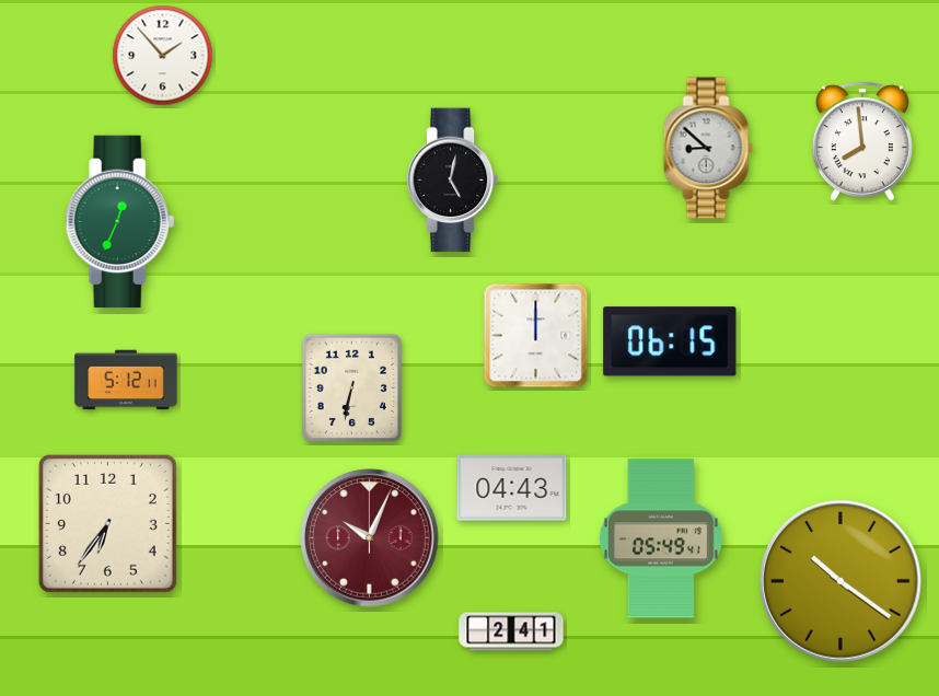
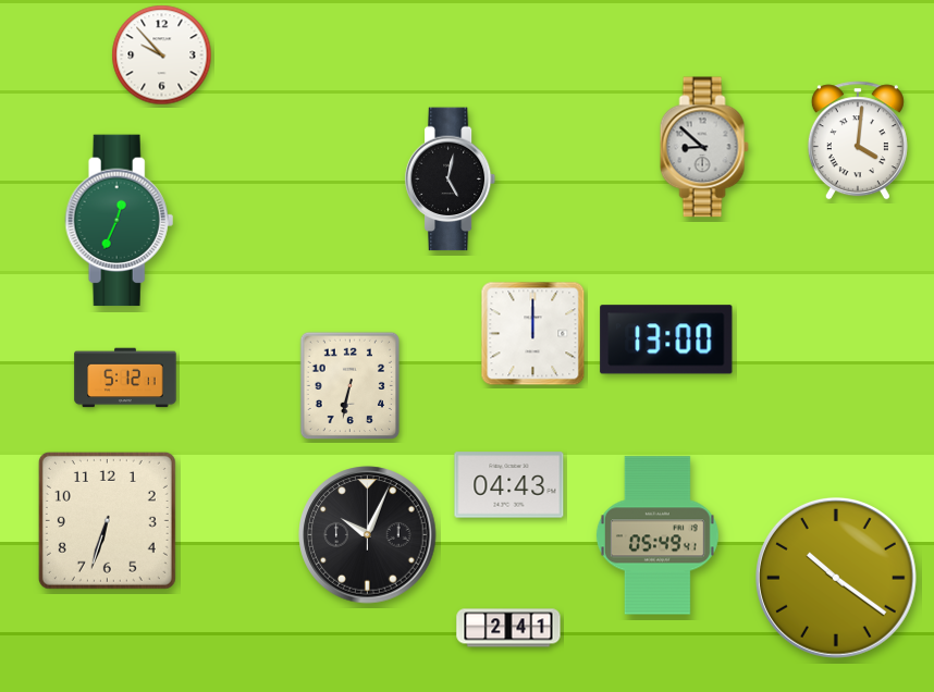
clock at (163, 56): 1:53 -> 9:53
clock at (862, 141): 7:59 -> 4:01
clock at (670, 341): 06:15 -> 13:00
clock at (107, 523): 6:36 -> 6:33
clock at (370, 538) dial: burgundy -> black
